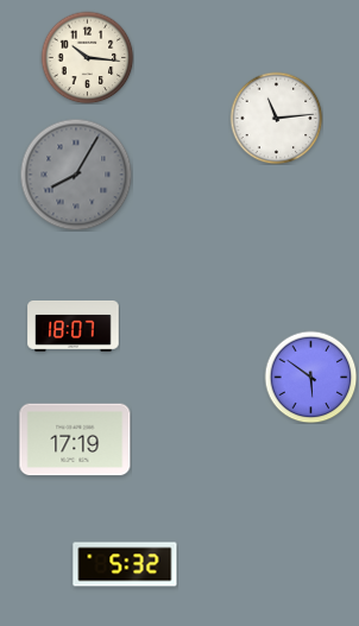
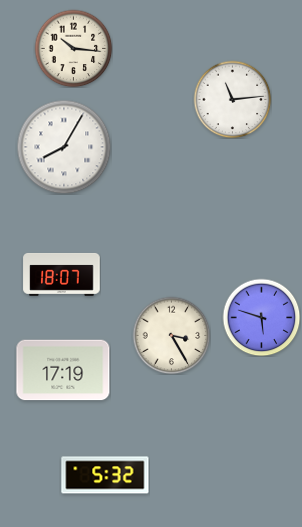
clock at (76, 175) dial: grey -> white
clock at (310, 377): 5:51 -> 5:48
clock at (171, 335): none -> 3:25
